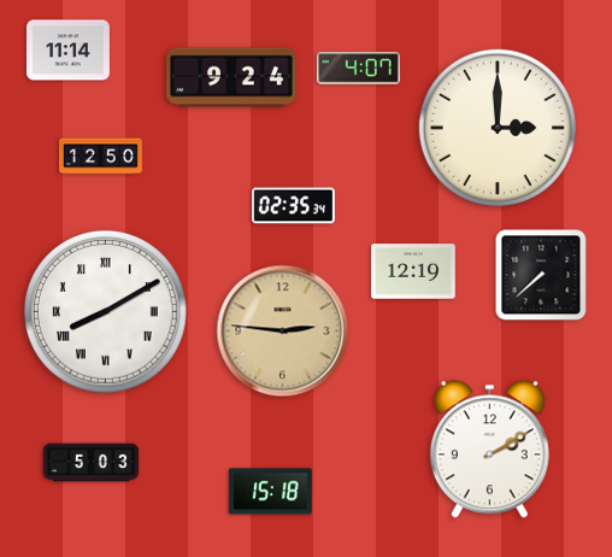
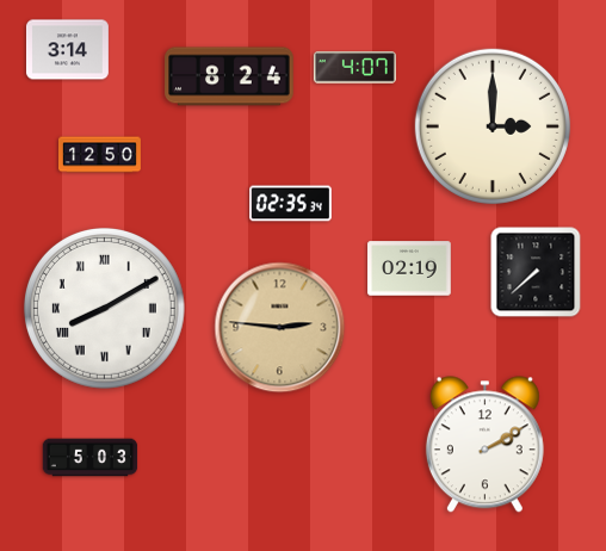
clock at (67, 51): 11:14 -> 3:14
clock at (231, 77): 9:24 -> 8:24
clock at (413, 271): 12:19 -> 02:19
clock at (270, 492): 15:18 -> none
